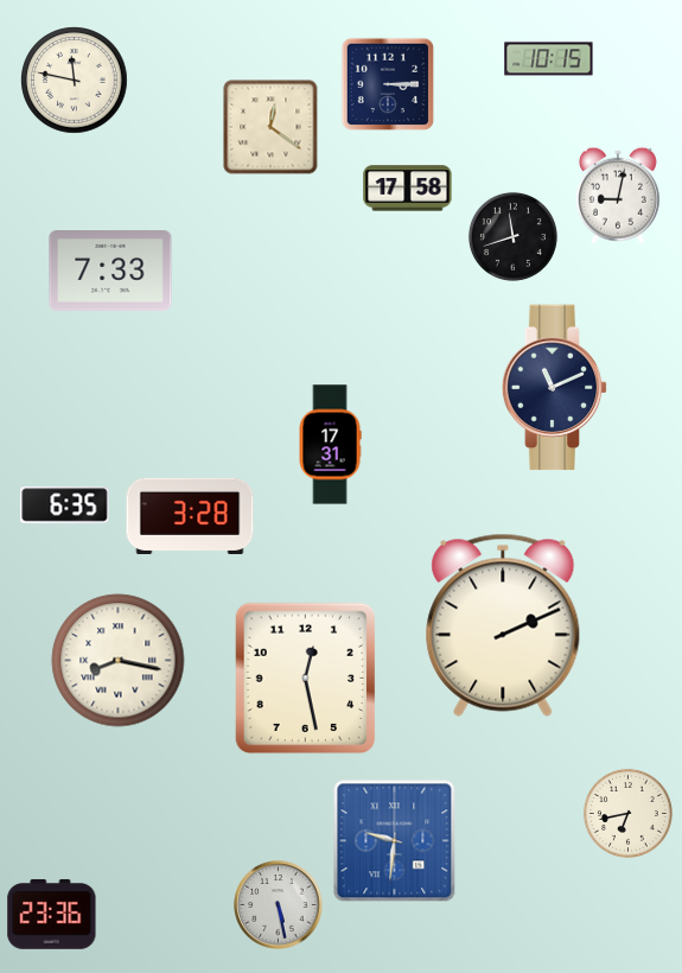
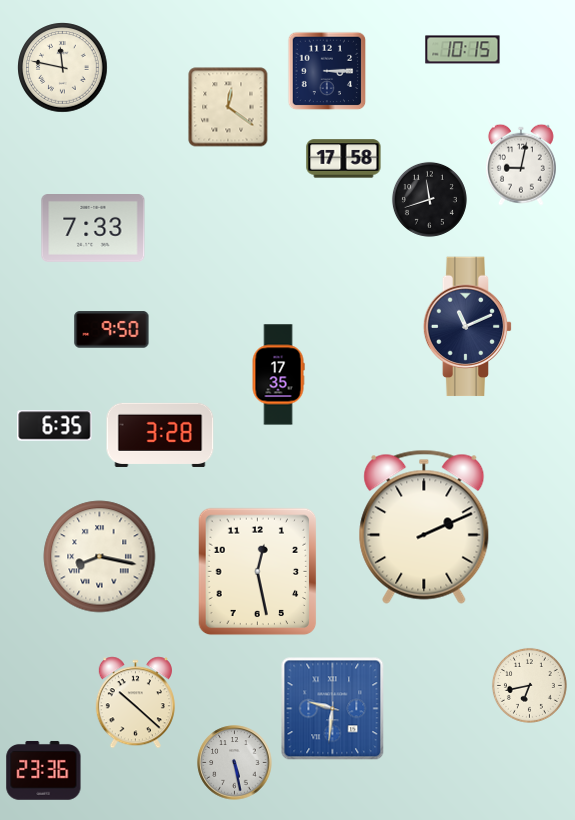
clock at (512, 236) position: (512, 236) -> (429, 199)
clock at (112, 330): none -> 9:50
clock at (330, 445): 17:31 -> 17:35
clock at (135, 703): none -> 10:22
